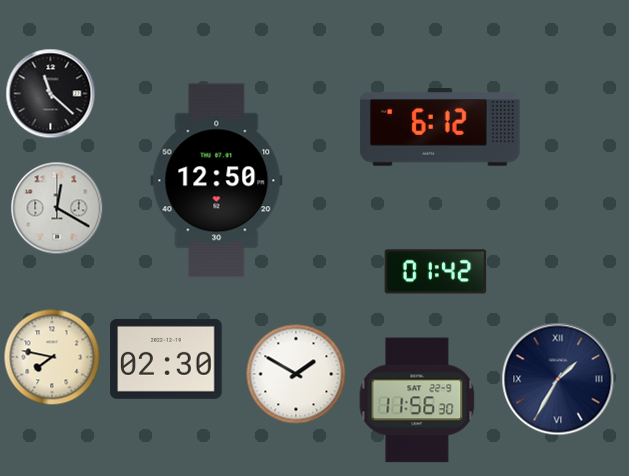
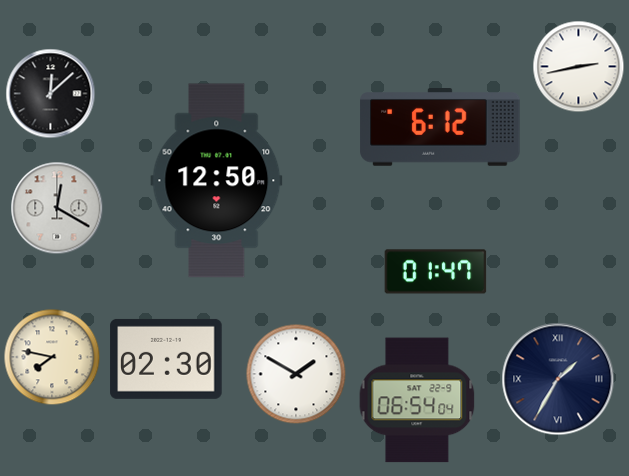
clock at (579, 67): none -> 2:43
clock at (51, 94): 11:22 -> 12:08
clock at (436, 272): 01:42 -> 01:47
clock at (417, 400): 11:56 -> 06:54
